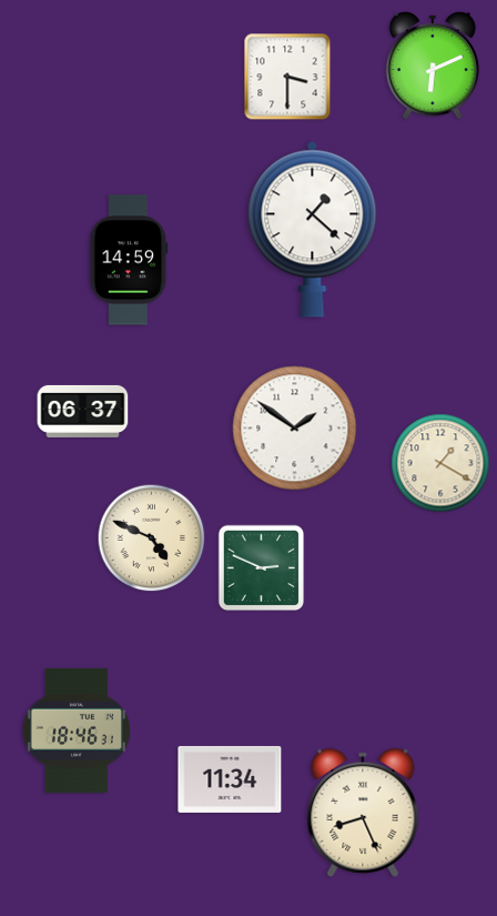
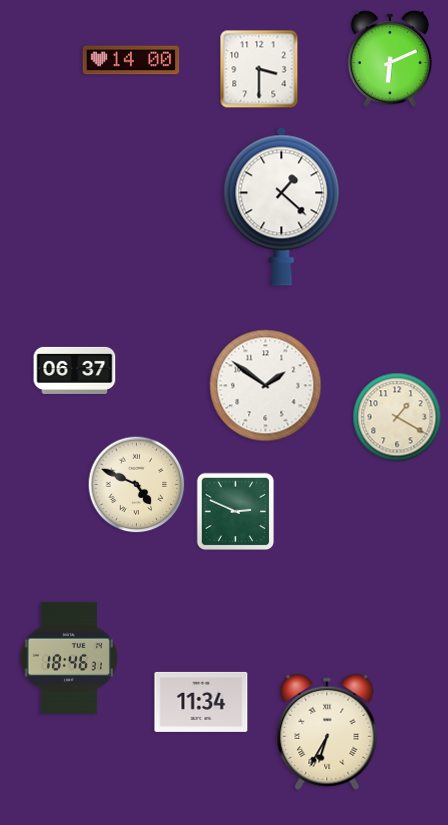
clock at (131, 60): none -> 14:00
clock at (129, 260): 14:59 -> none
clock at (230, 779) position: (230, 779) -> (201, 702)
clock at (363, 813): 8:26 -> 6:35
